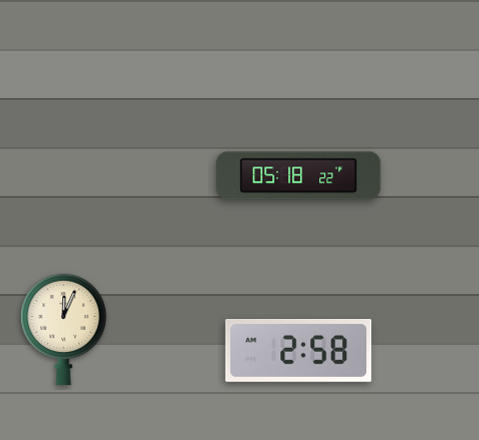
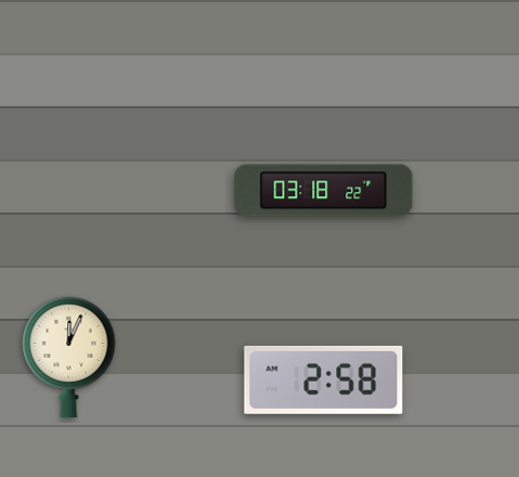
clock at (299, 176): 05:18 -> 03:18
